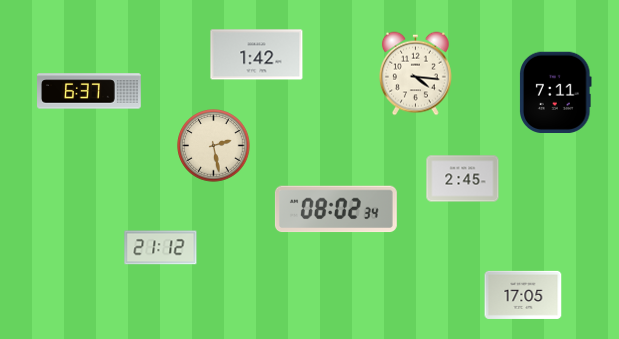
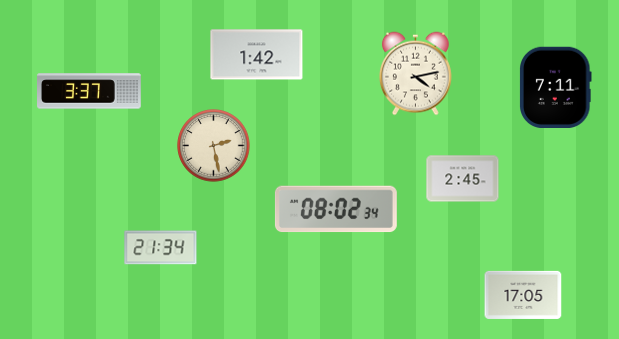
clock at (415, 74): 4:16 -> 4:13
clock at (90, 91): 6:37 -> 3:37
clock at (556, 92) position: (556, 92) -> (556, 87)
clock at (161, 248): 21:12 -> 21:34
